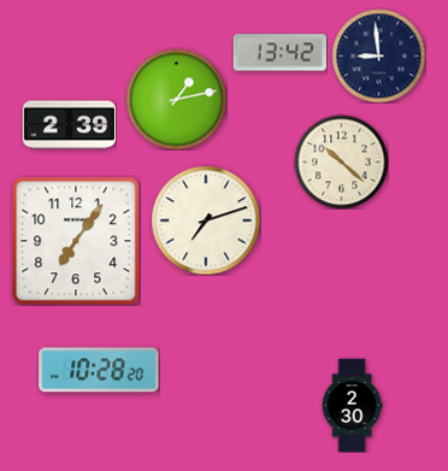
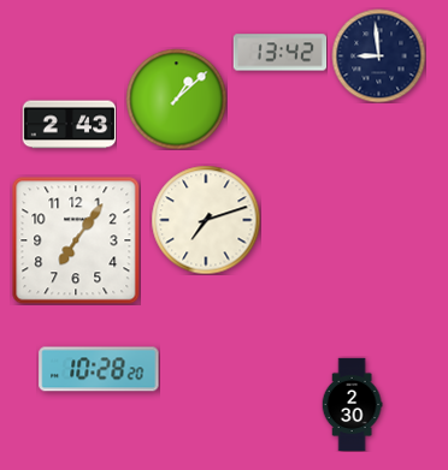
clock at (176, 99): 1:13 -> 1:08
clock at (69, 125): 2:39 -> 2:43
clock at (341, 161): 10:22 -> none
